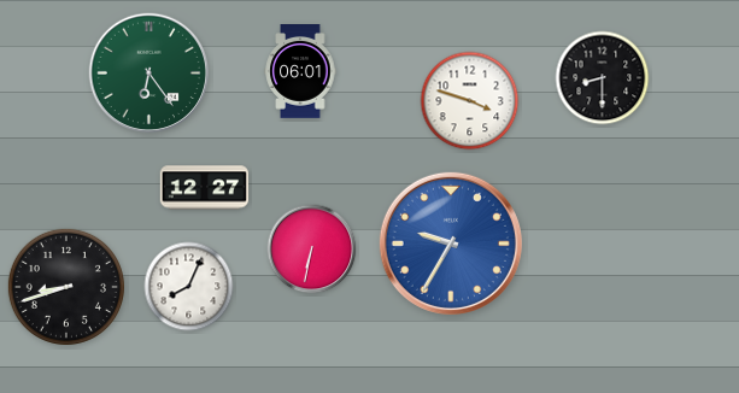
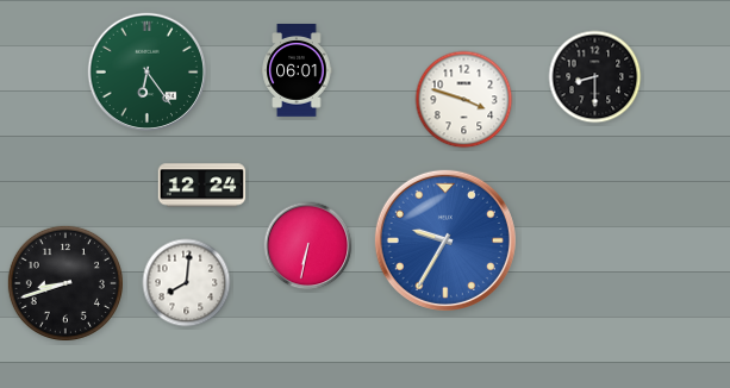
clock at (205, 188): 12:27 -> 12:24
clock at (189, 287): 8:04 -> 8:01
